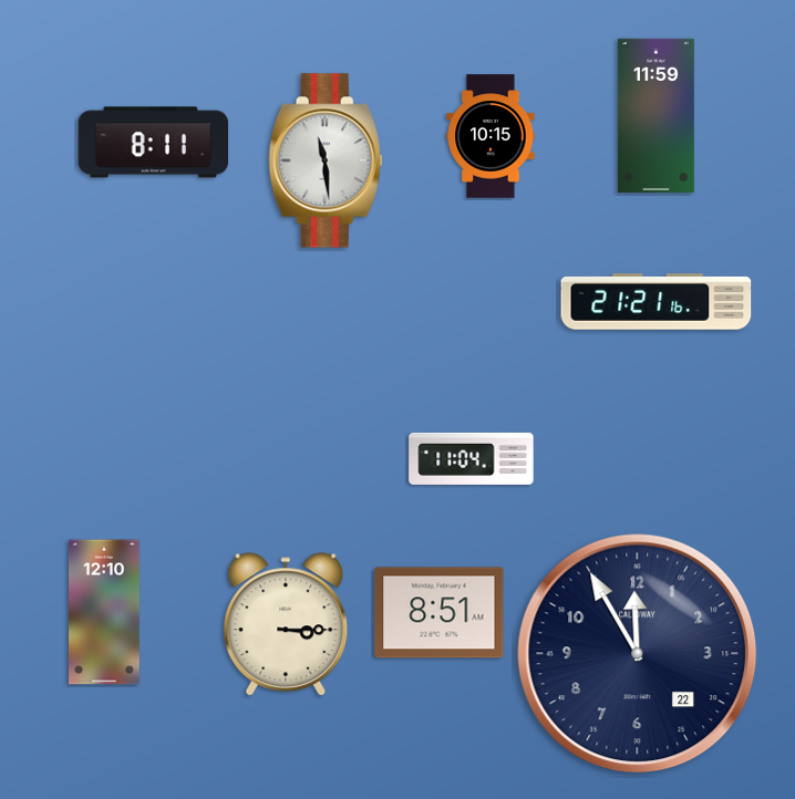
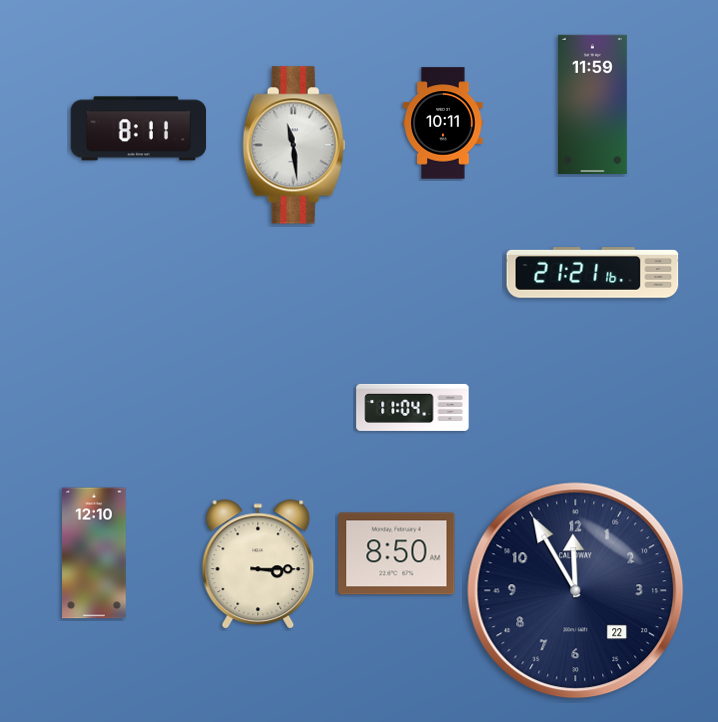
clock at (491, 136): 10:15 -> 10:11
clock at (472, 458) position: (472, 458) -> (413, 407)
clock at (440, 613): 8:51 -> 8:50
